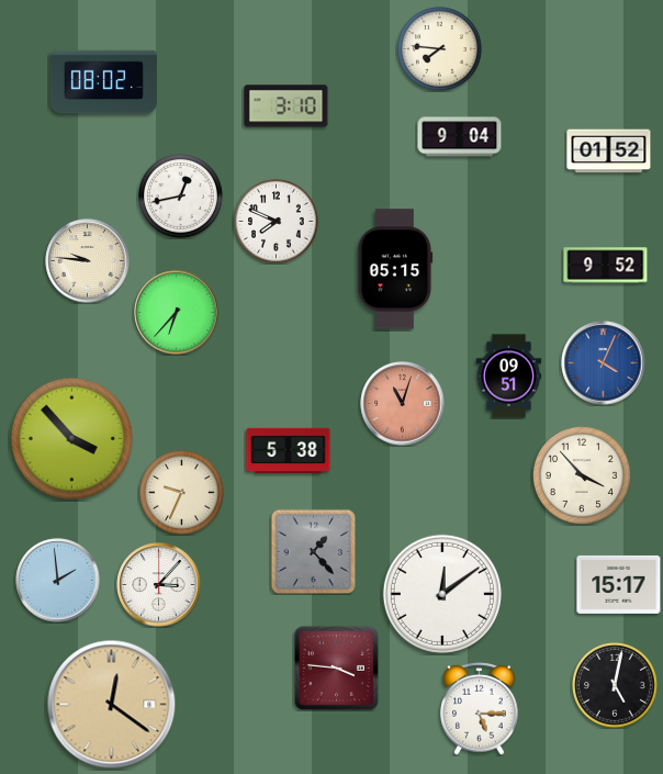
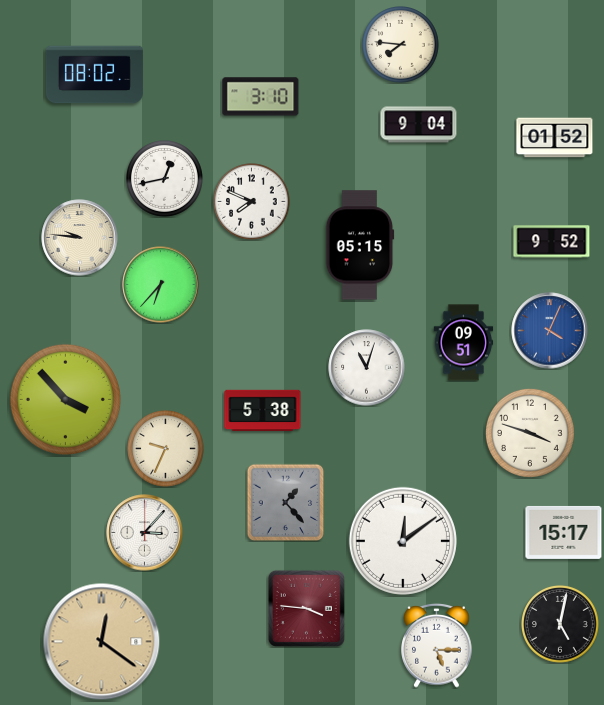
clock at (403, 404) dial: salmon -> white
clock at (582, 475): 3:53 -> 3:48
clock at (58, 581): 1:59 -> none
